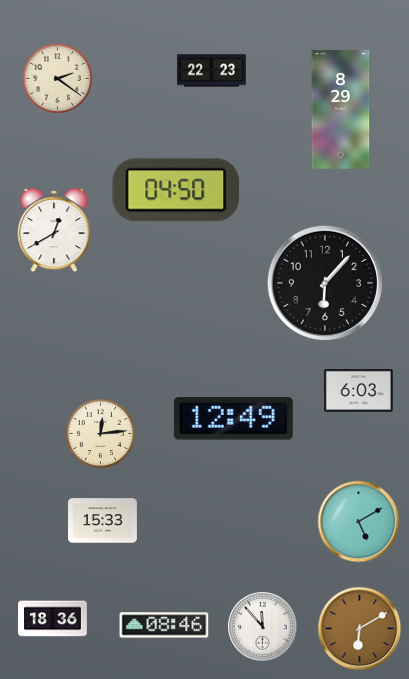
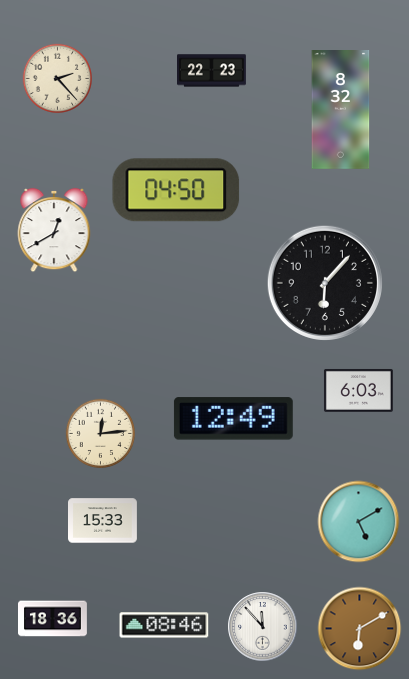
clock at (57, 78): 2:21 -> 2:23
clock at (341, 110): 8:29 -> 8:32
